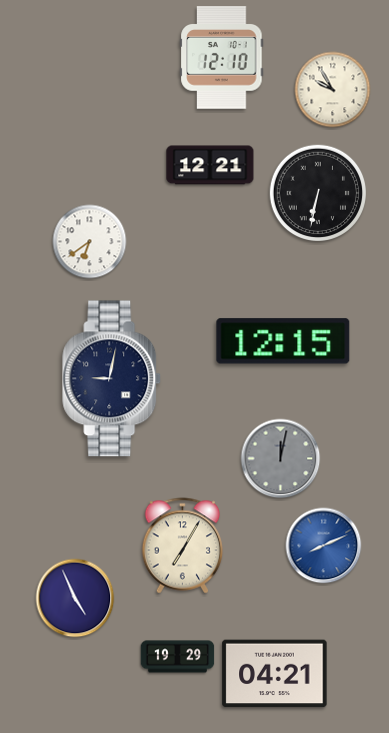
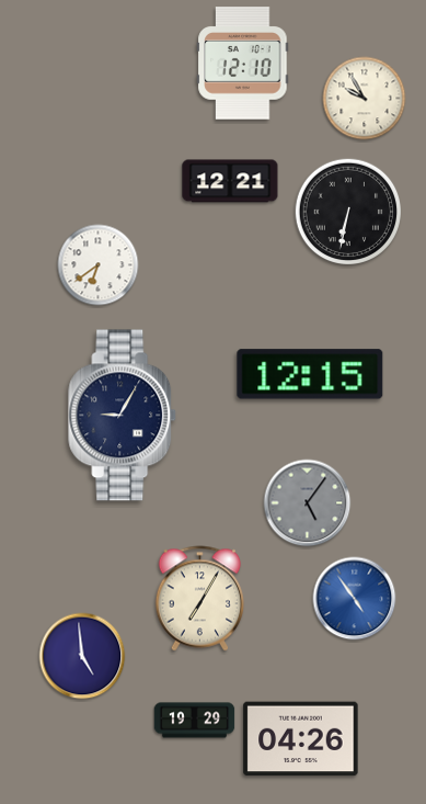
clock at (112, 379): 9:02 -> 9:05
clock at (281, 459): 12:02 -> 5:06
clock at (324, 546): 8:11 -> 4:54
clock at (75, 598): 4:56 -> 4:59
clock at (275, 674): 04:21 -> 04:26
